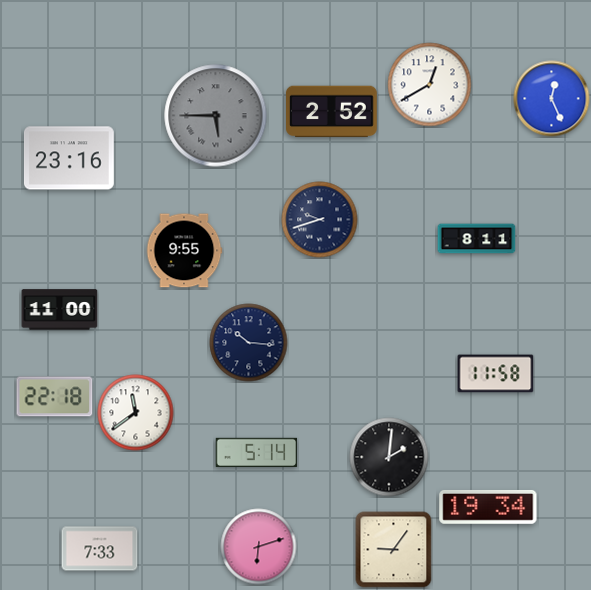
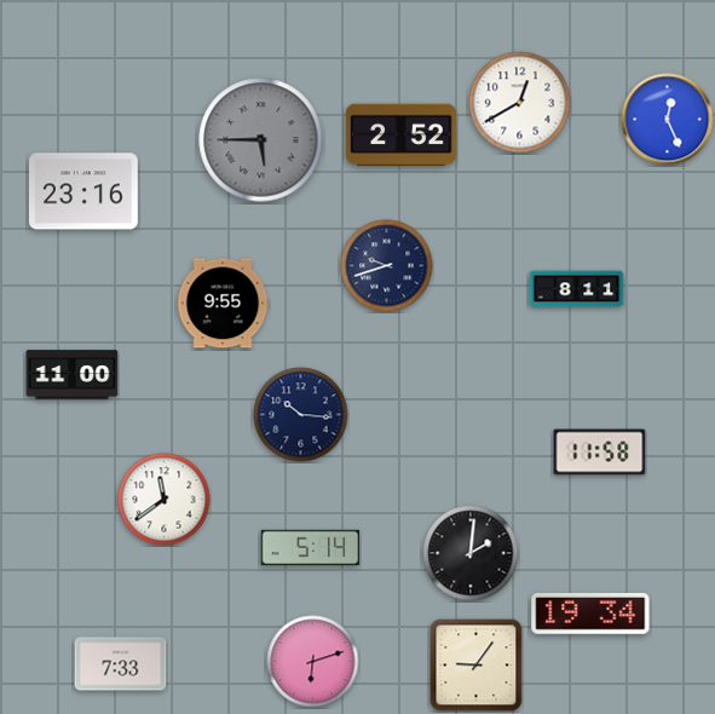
clock at (55, 397): 22:18 -> none
